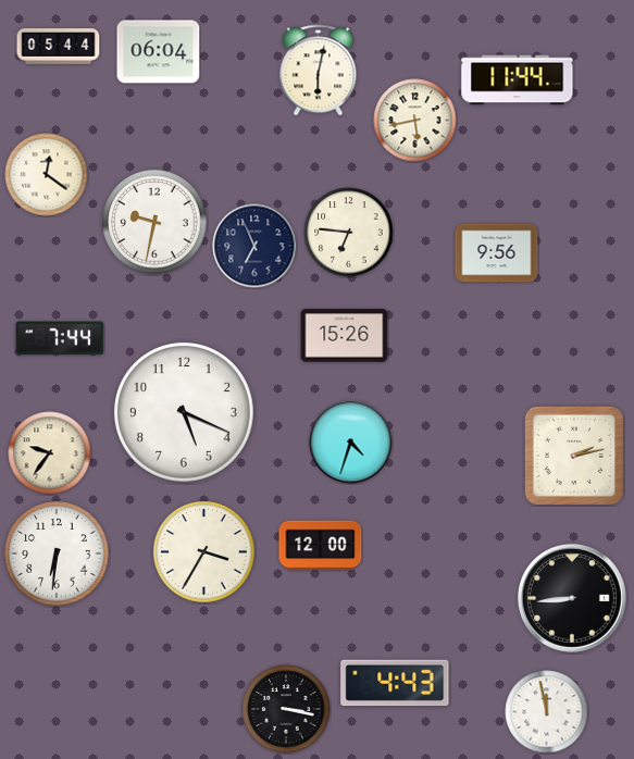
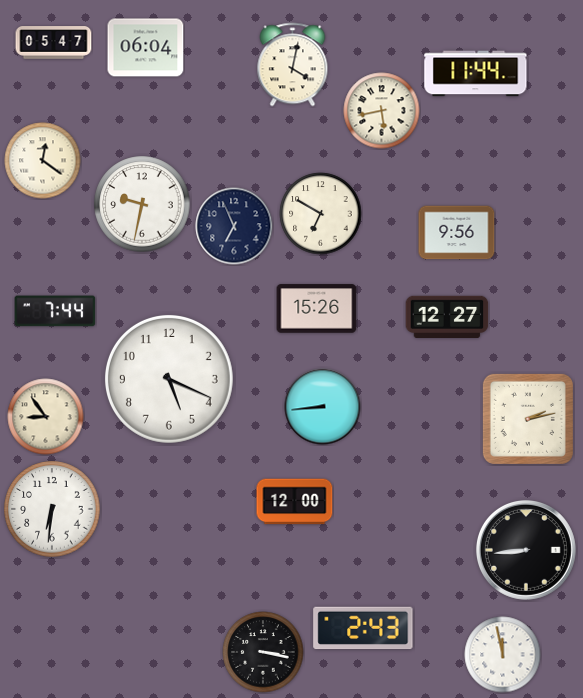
clock at (59, 47): 05:44 -> 05:47
clock at (319, 71): 6:02 -> 4:02
clock at (349, 233): 6:46 -> 6:50
clock at (447, 316): none -> 12:27
clock at (351, 443): 4:33 -> 8:44
clock at (50, 453): 9:36 -> 8:54
clock at (204, 552): 3:35 -> none
clock at (395, 683): 4:43 -> 2:43
